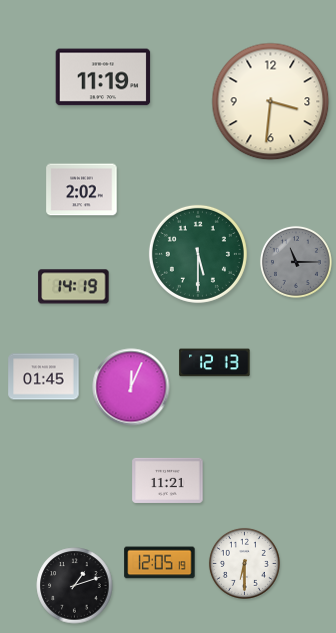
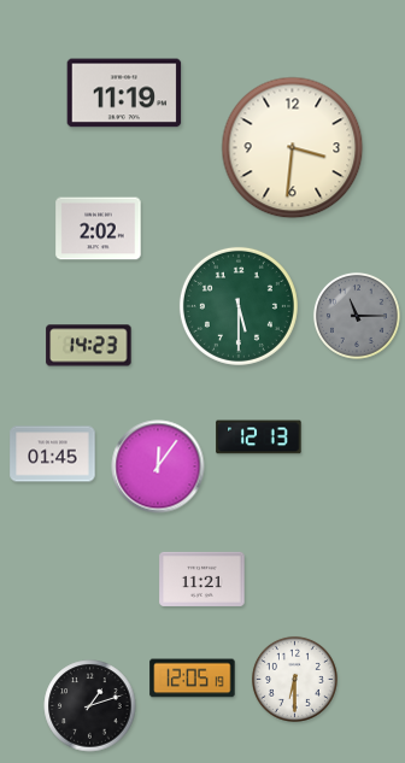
clock at (271, 102) position: (271, 102) -> (293, 148)
clock at (74, 287): 14:19 -> 14:23
clock at (131, 387): 12:04 -> 12:06
